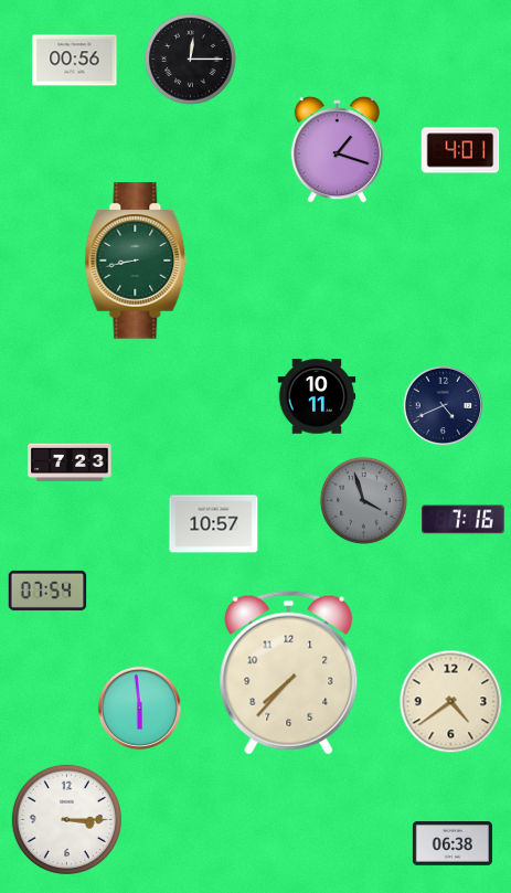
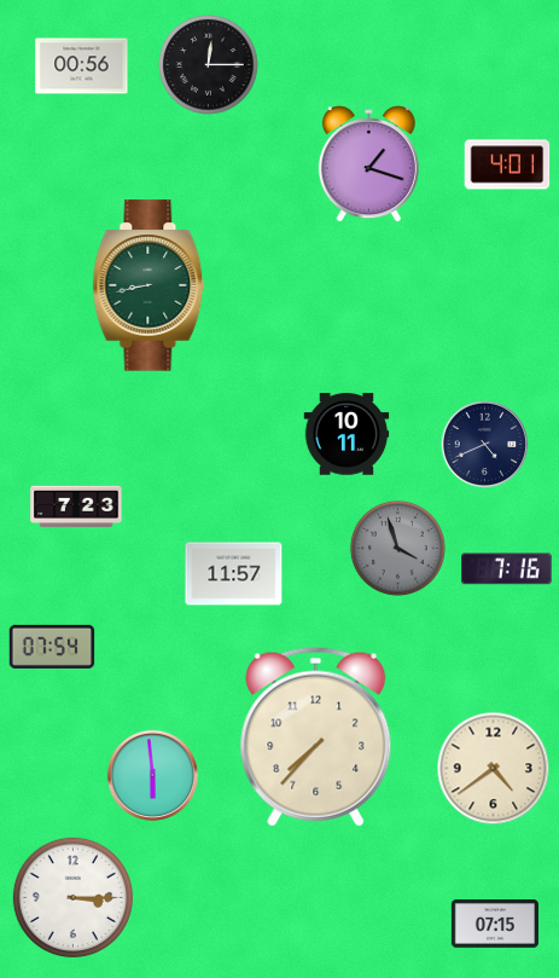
clock at (460, 150) position: (460, 150) -> (507, 164)
clock at (214, 524): 10:57 -> 11:57
clock at (453, 844): 06:38 -> 07:15
